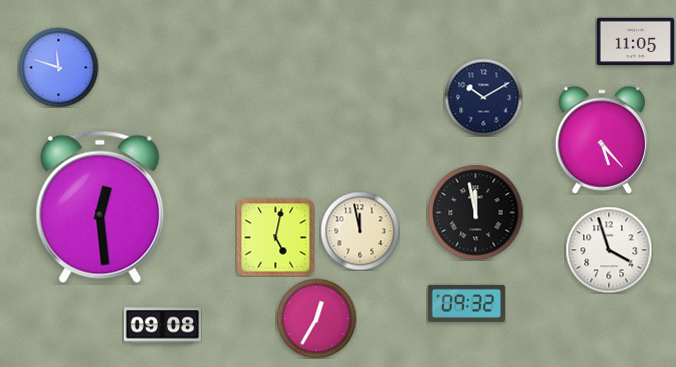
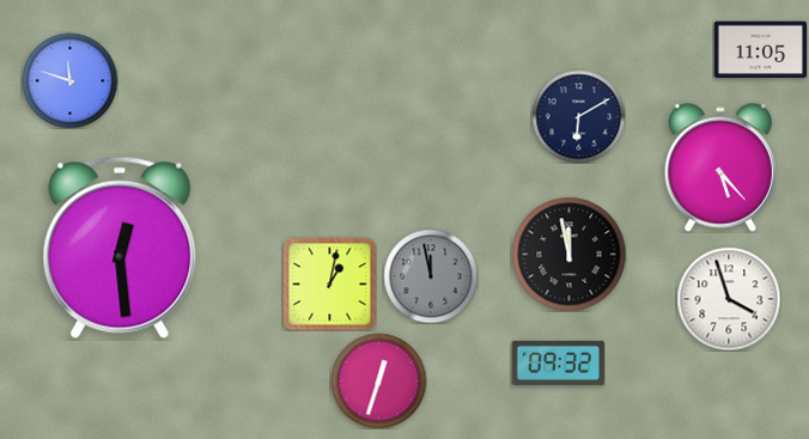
clock at (483, 97): 10:10 -> 6:10
clock at (360, 231) dial: cream -> grey
clock at (275, 237): 5:02 -> 1:02
clock at (316, 318): 12:35 -> 12:33
clock at (162, 326): 09:08 -> none
